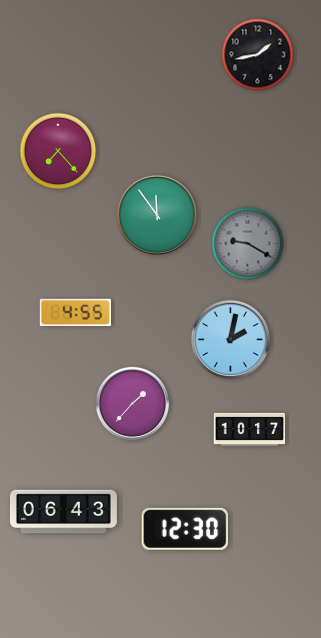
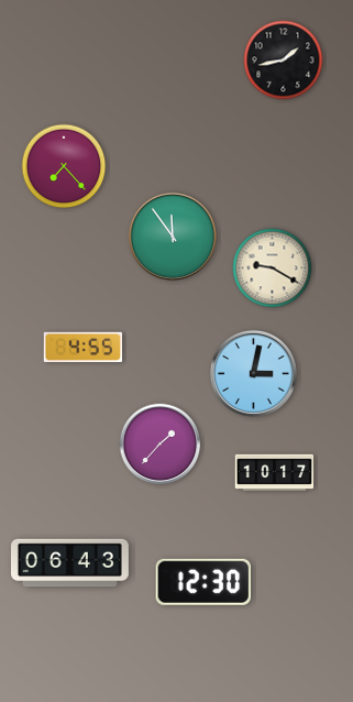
clock at (248, 244) dial: grey -> cream
clock at (76, 313) position: (76, 313) -> (84, 348)
clock at (230, 339): 2:02 -> 3:02
clock at (133, 404) position: (133, 404) -> (161, 445)
